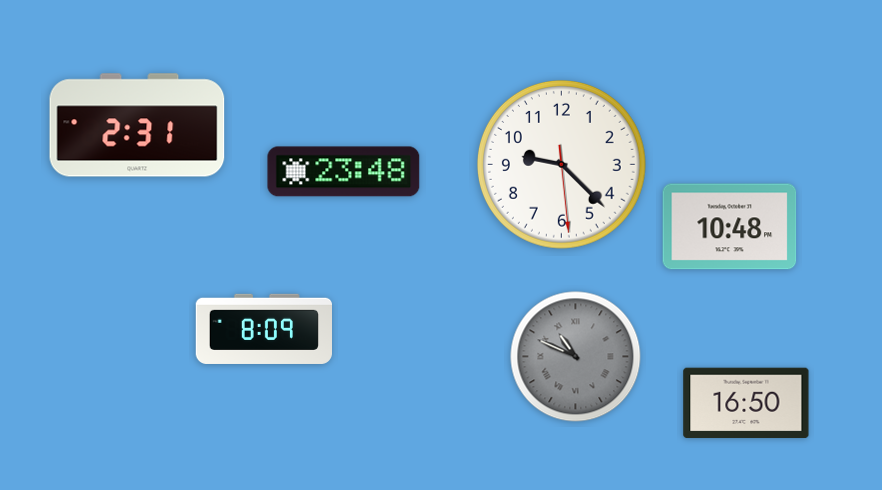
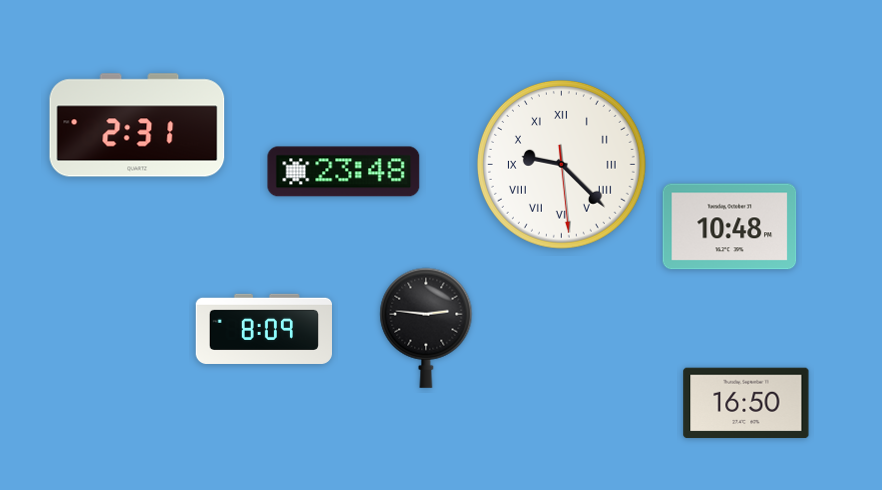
clock at (561, 164) numerals: Arabic -> Roman
clock at (426, 328): none -> 2:46
clock at (576, 357): 10:49 -> none
